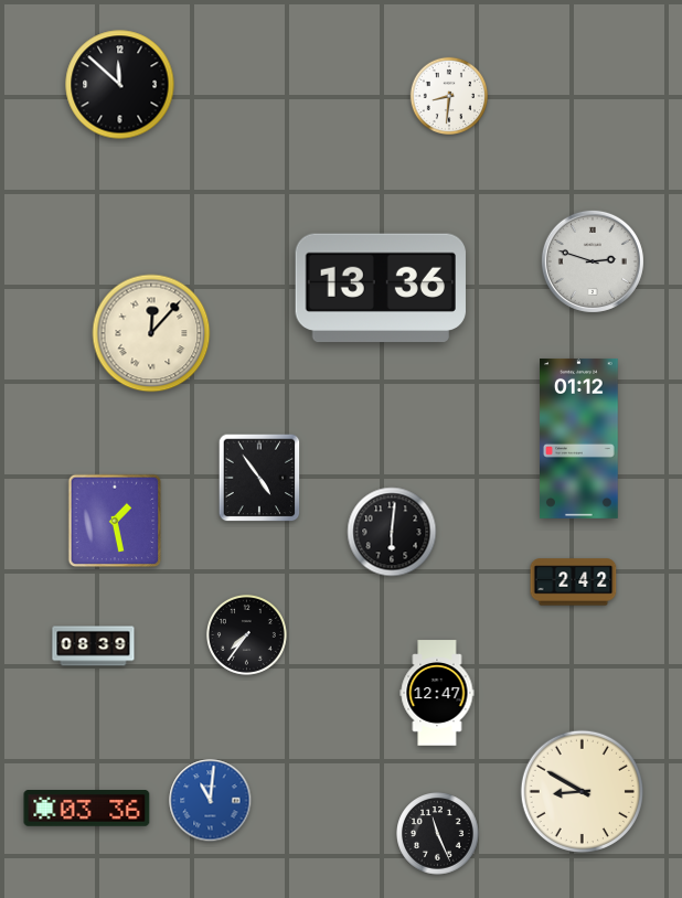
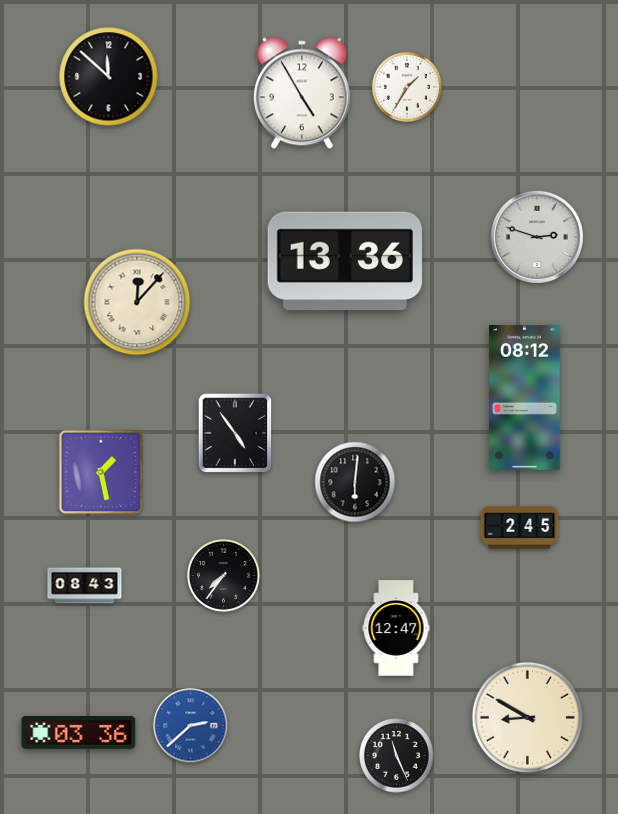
clock at (448, 95): 8:31 -> 1:35
clock at (302, 93): none -> 4:55
clock at (579, 438): 01:12 -> 08:12
clock at (115, 521) position: (115, 521) -> (101, 472)
clock at (574, 582): 2:42 -> 2:45
clock at (94, 646): 08:39 -> 08:43
clock at (211, 801): 11:01 -> 2:38
